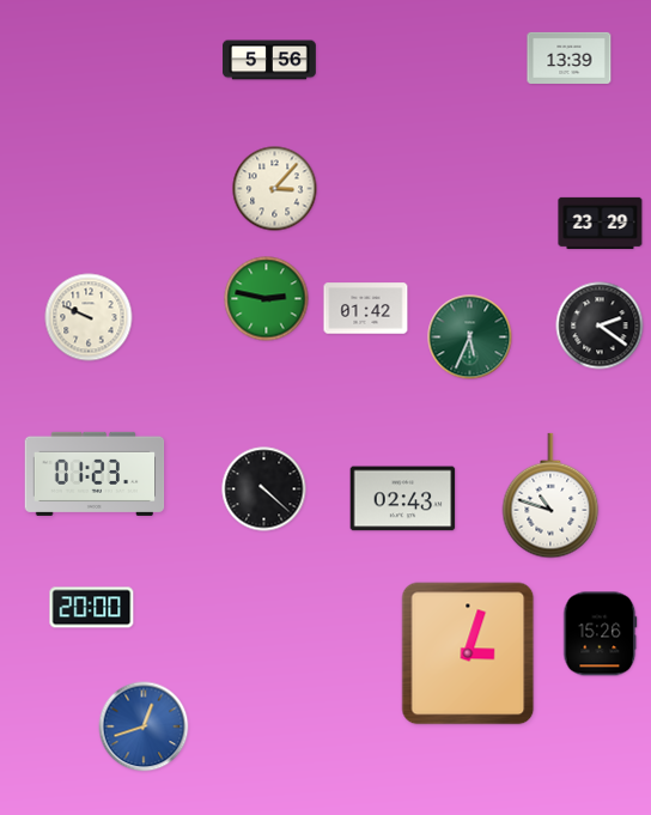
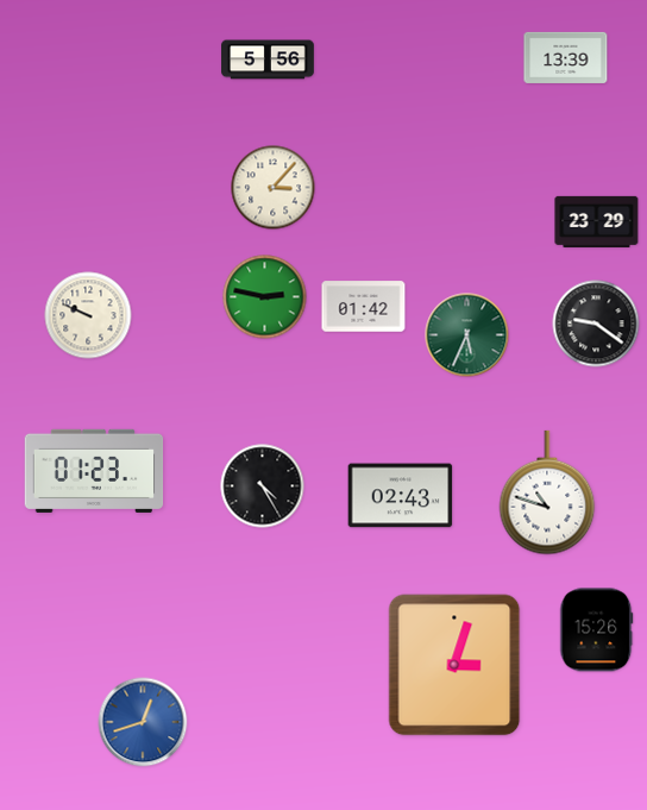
clock at (600, 326): 2:21 -> 9:21
clock at (264, 489): 4:22 -> 4:25
clock at (92, 608): 20:00 -> none
clock at (468, 653) position: (468, 653) -> (454, 665)
